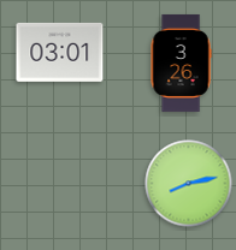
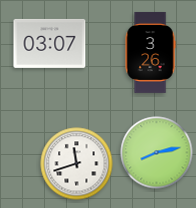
clock at (60, 52): 03:01 -> 03:07
clock at (77, 164): none -> 11:42
